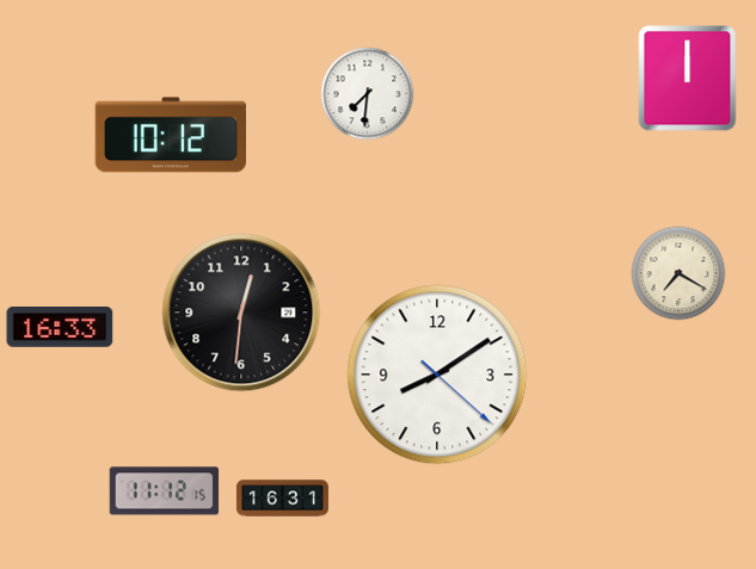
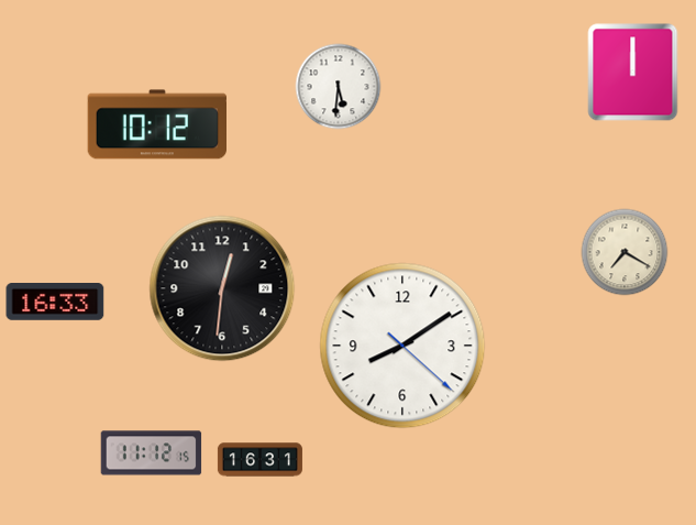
clock at (368, 94): 7:31 -> 5:31
